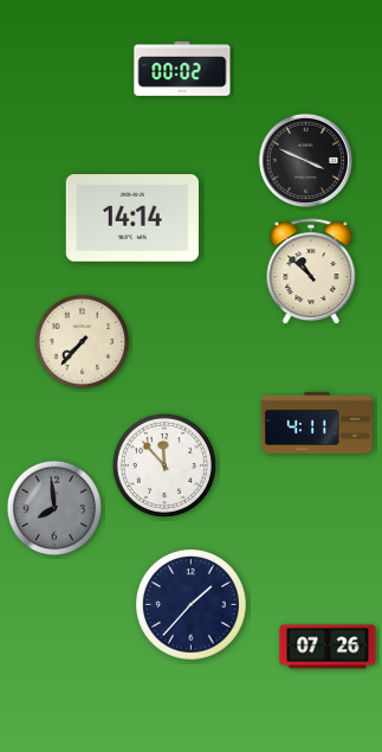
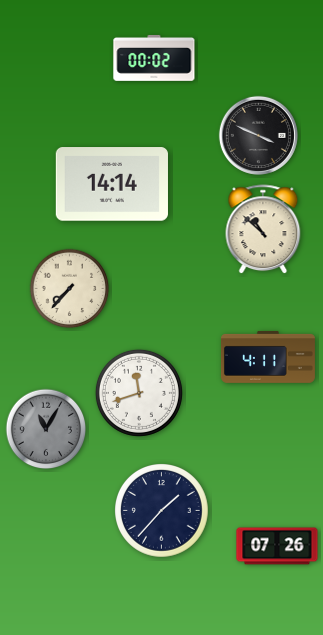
clock at (164, 465): 11:53 -> 11:42
clock at (54, 508): 7:59 -> 11:05
